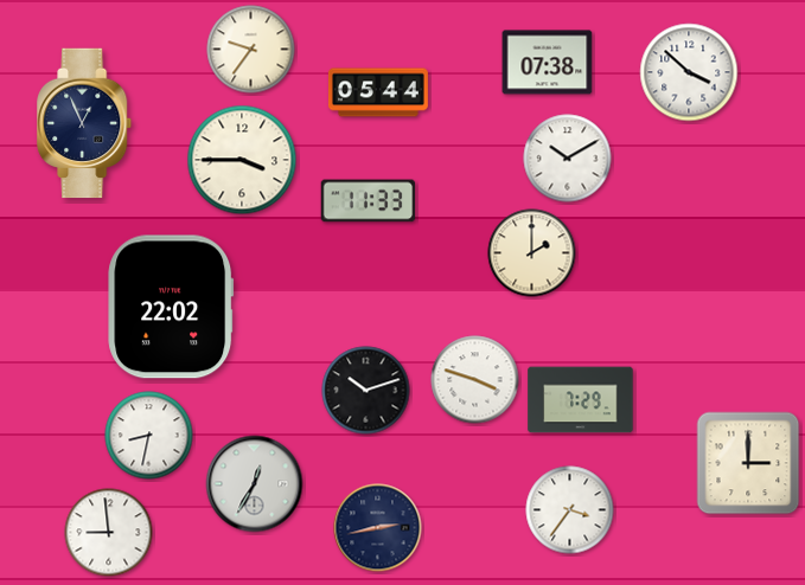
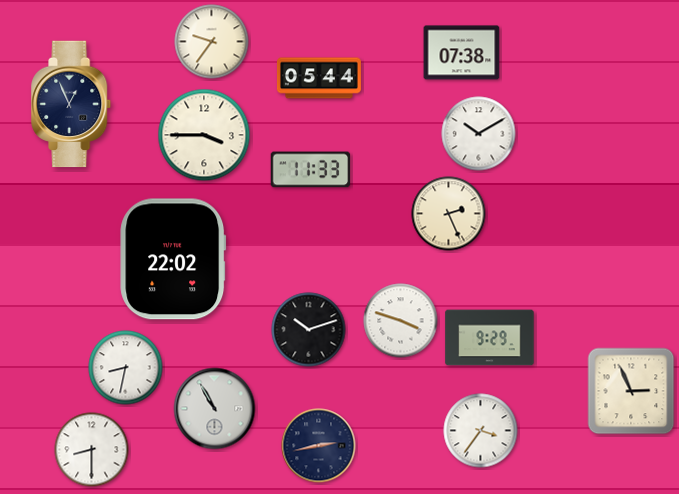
clock at (689, 72): 3:52 -> none
clock at (532, 253): 2:00 -> 2:26
clock at (171, 307) position: (171, 307) -> (173, 259)
clock at (581, 400): 7:29 -> 9:29
clock at (748, 463): 3:00 -> 2:56
clock at (255, 484): 12:35 -> 10:55
clock at (109, 533): 8:59 -> 8:30
